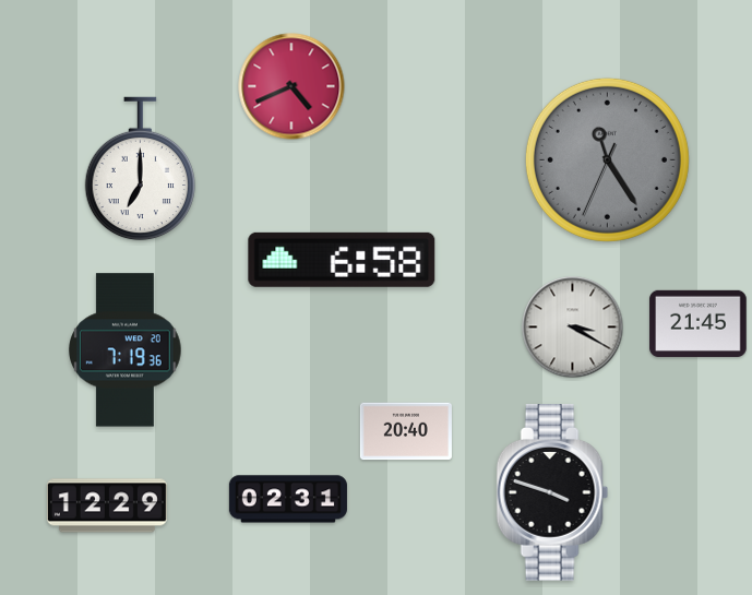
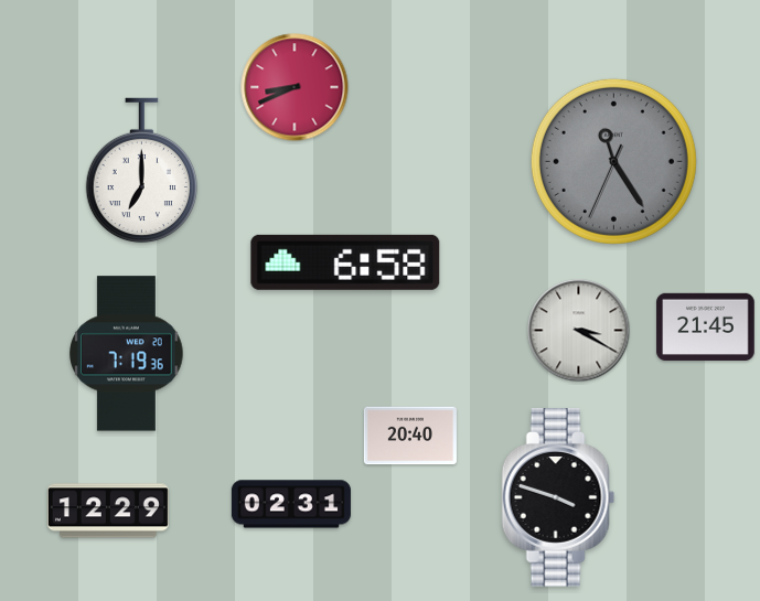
clock at (291, 86): 4:41 -> 8:41
